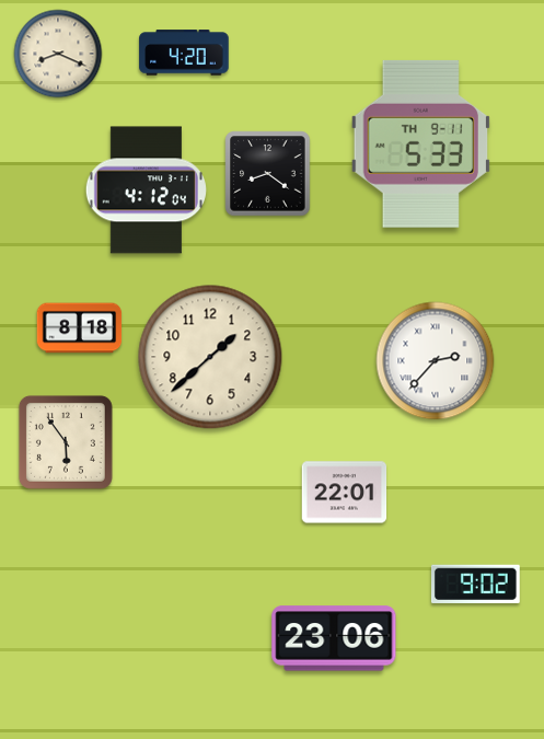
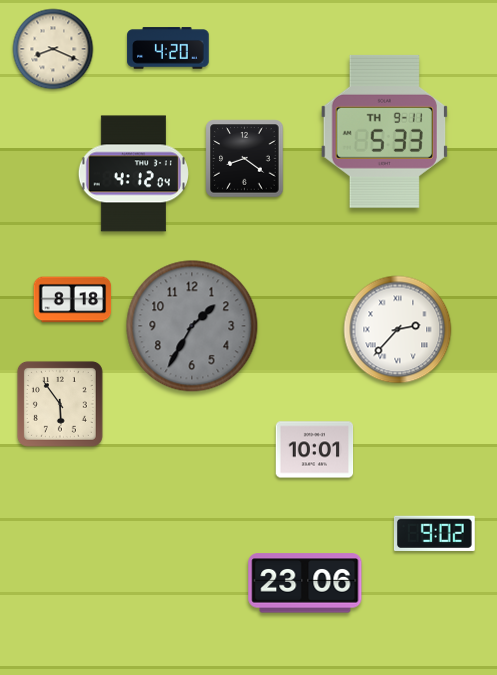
clock at (210, 357): 1:38 -> 1:35
clock at (210, 357) dial: cream -> grey
clock at (345, 493): 22:01 -> 10:01
